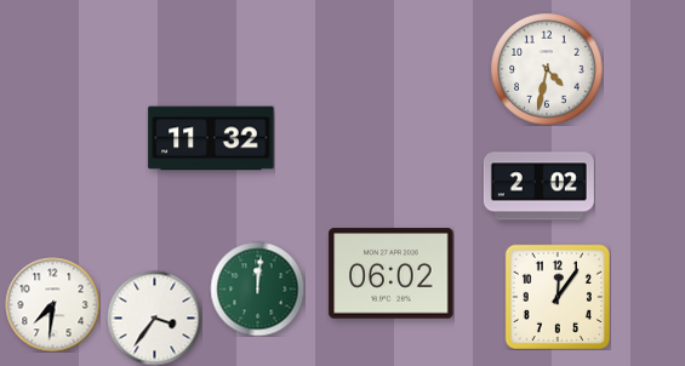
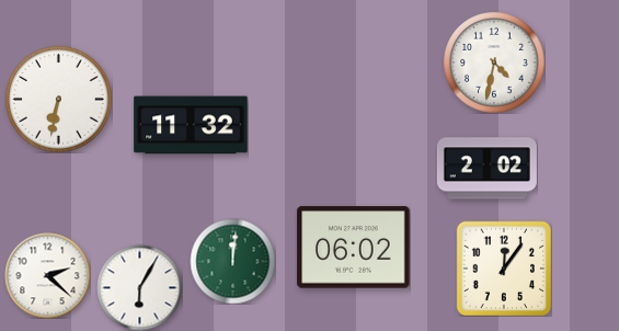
clock at (59, 100): none -> 6:32
clock at (52, 304): 7:31 -> 2:22
clock at (154, 318): 3:36 -> 6:05
